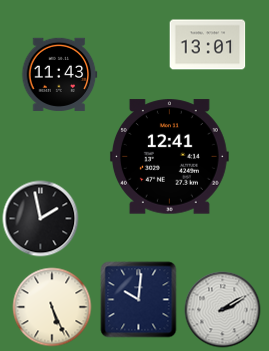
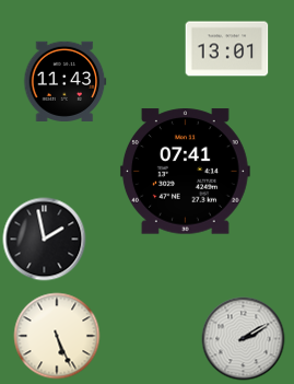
clock at (169, 157): 12:41 -> 07:41
clock at (139, 300): 10:01 -> none
